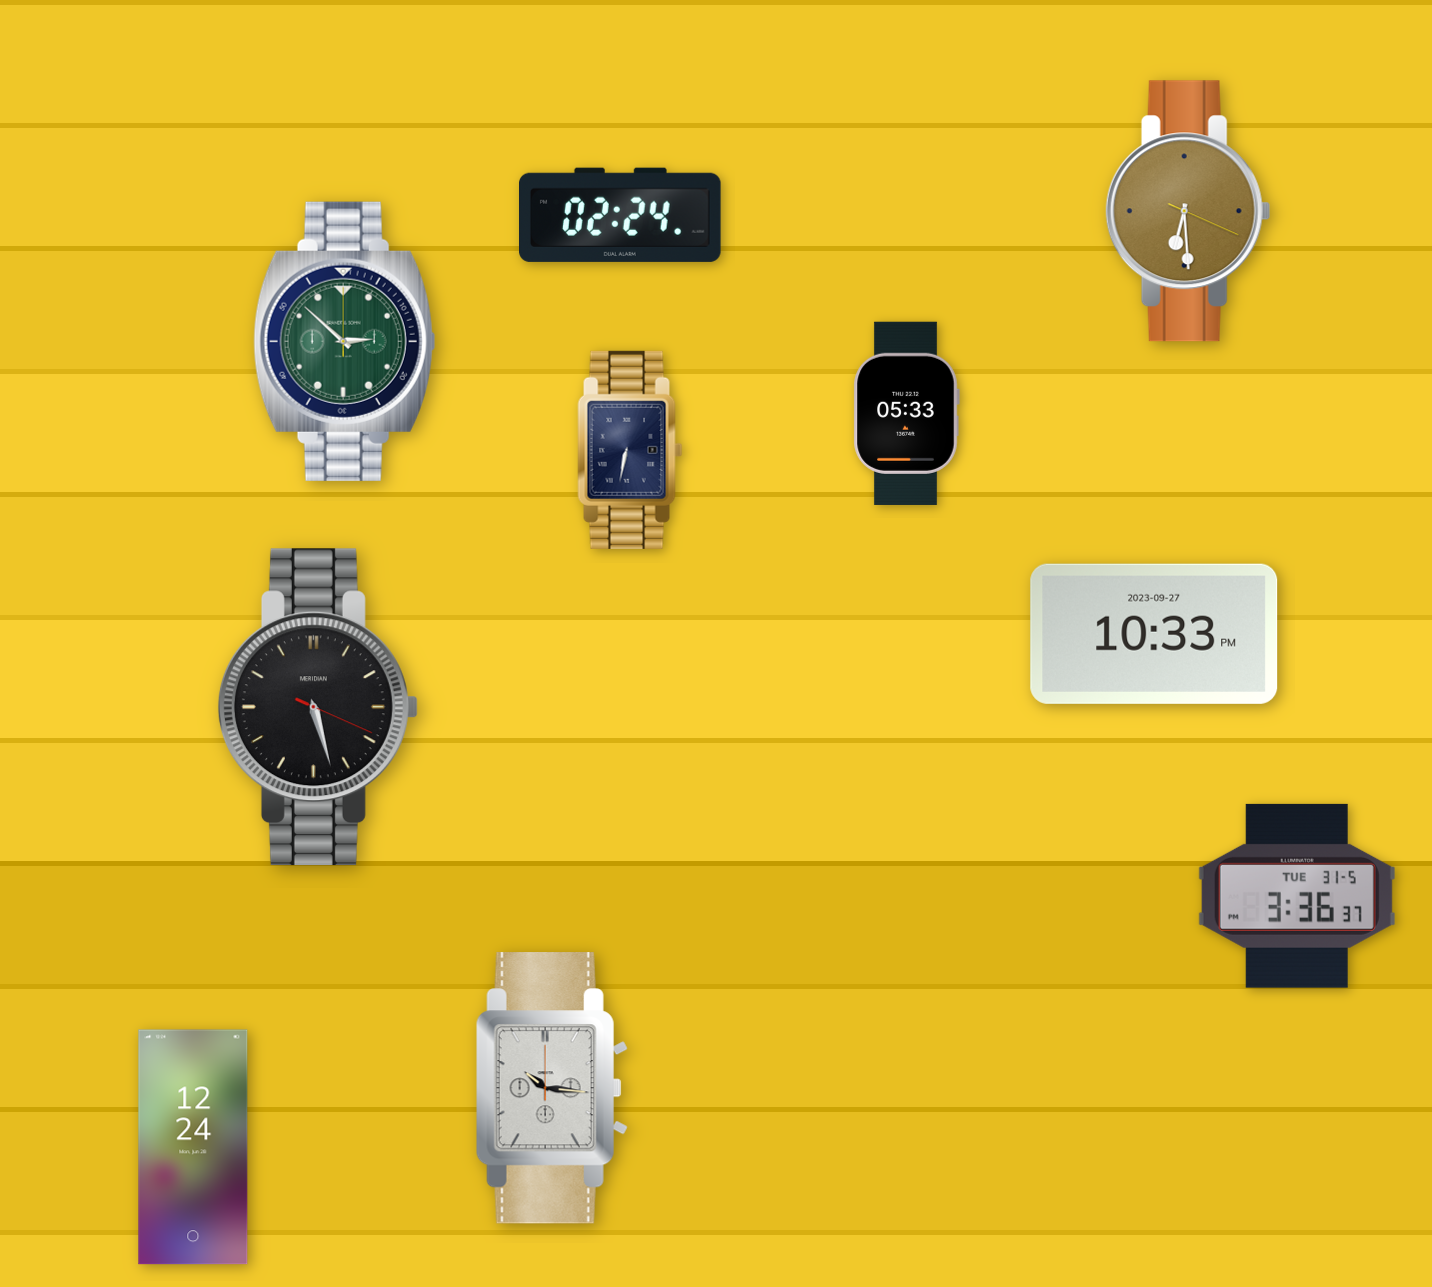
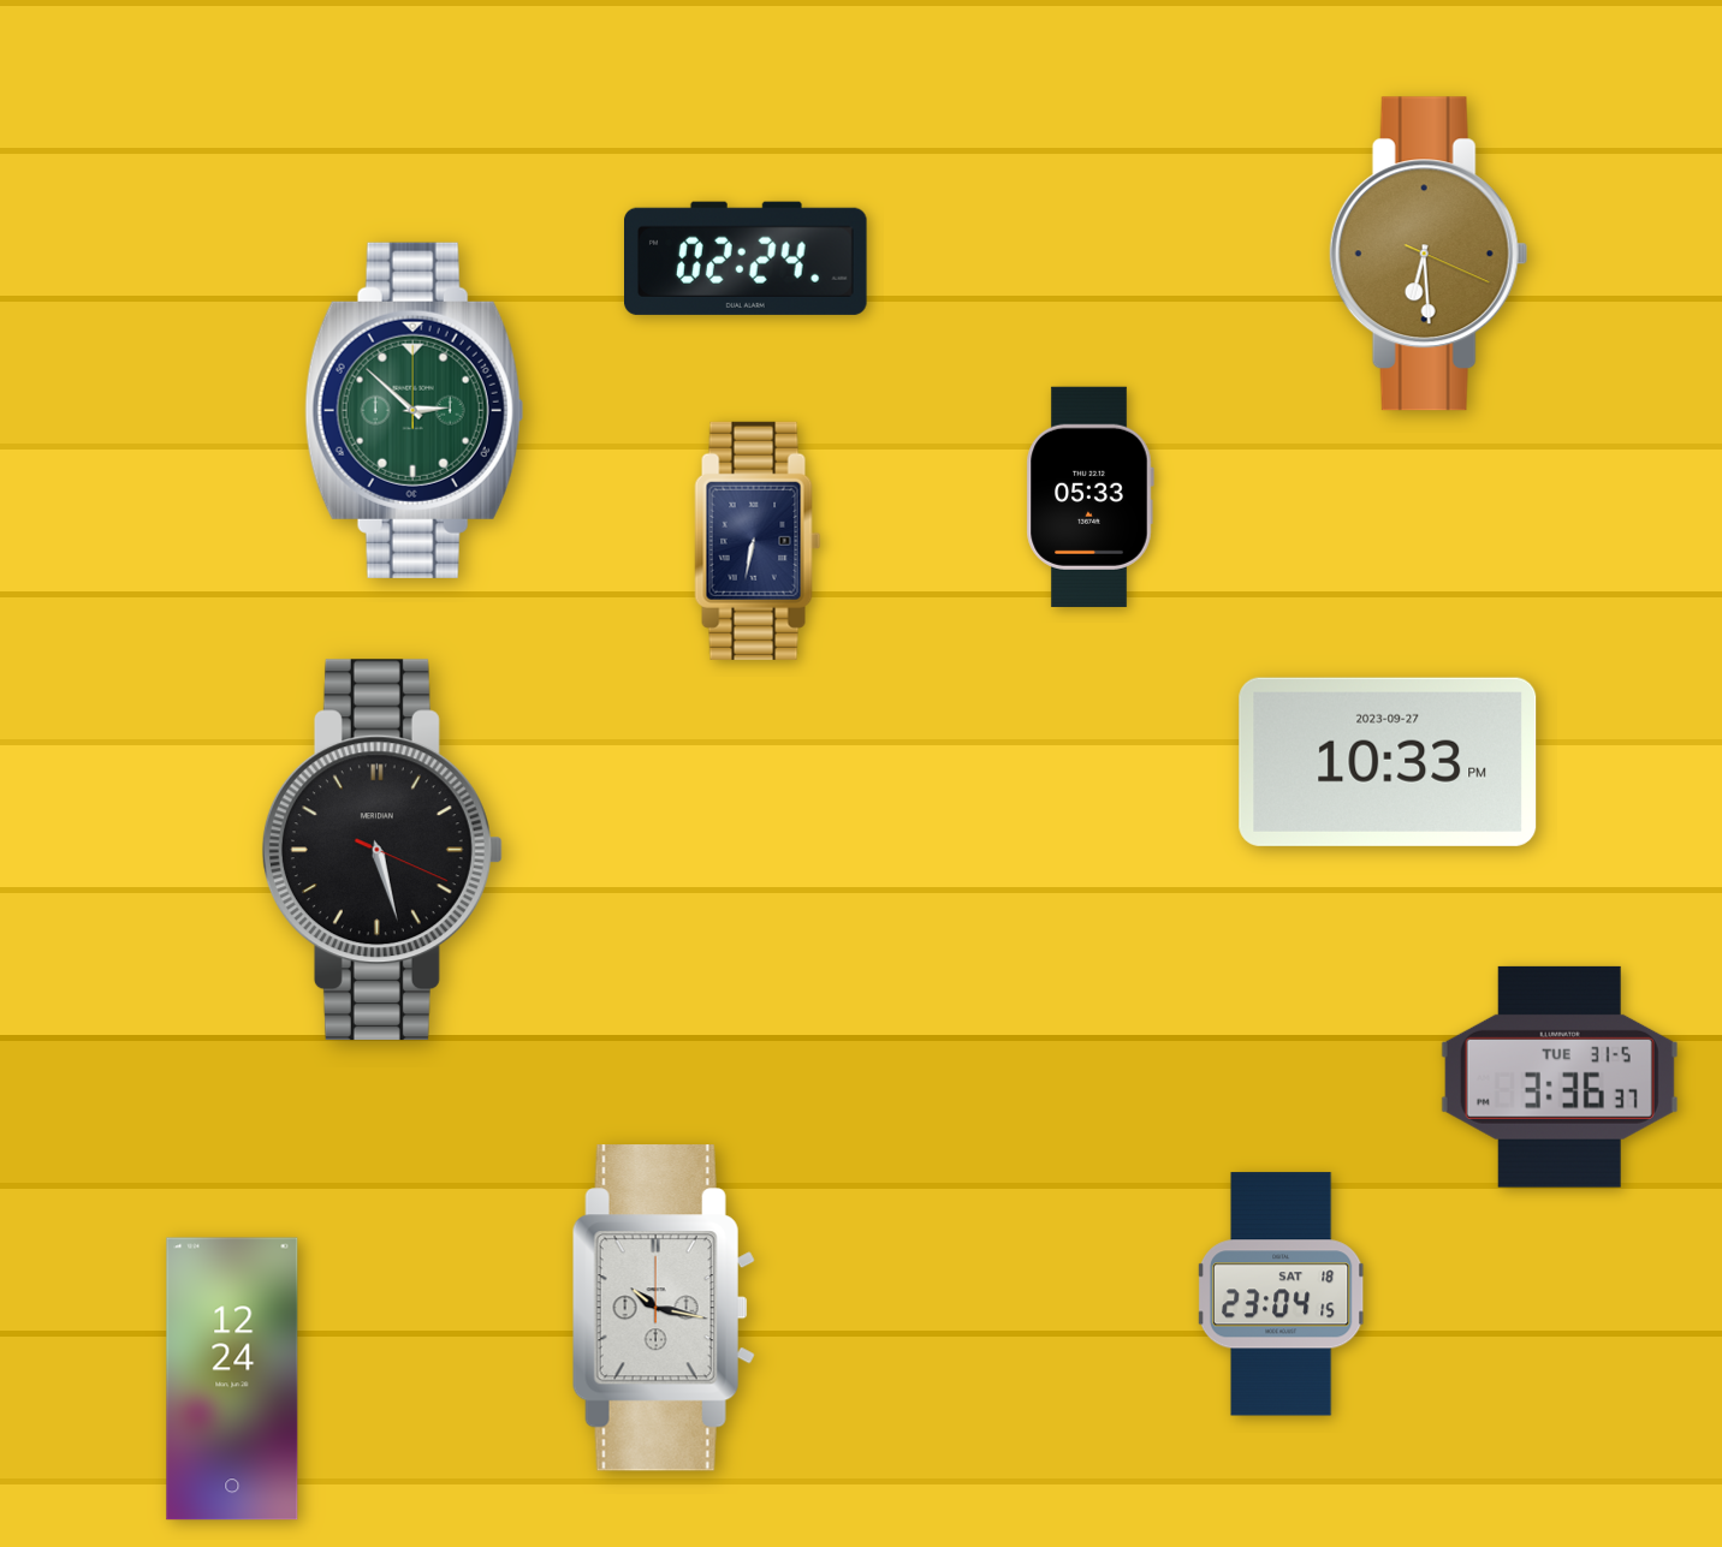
clock at (1281, 1295): none -> 23:04
clock at (552, 1088): 10:16 -> 10:17
